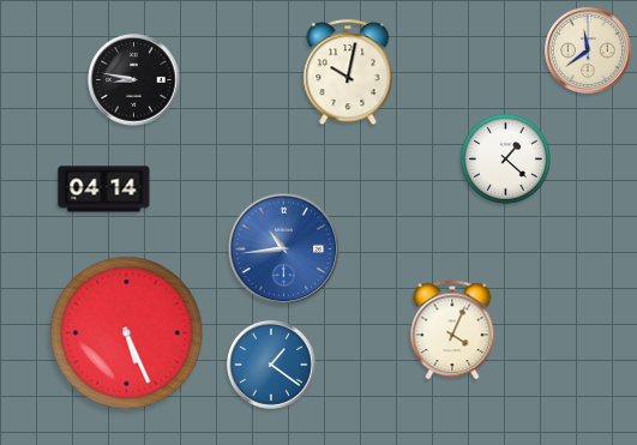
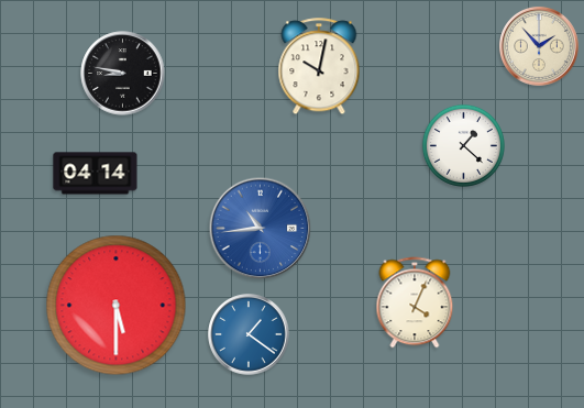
clock at (588, 50): 11:39 -> 1:53
clock at (127, 333): 5:26 -> 5:30
